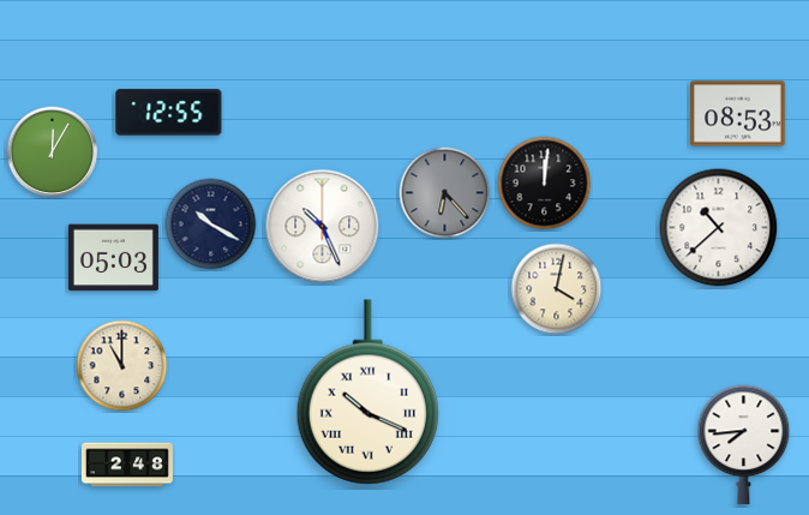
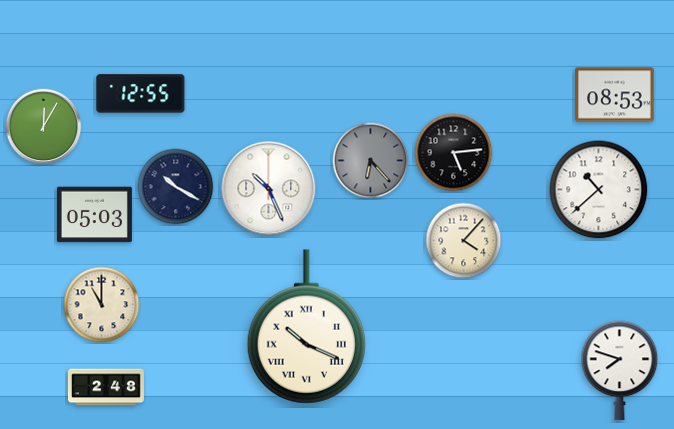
clock at (545, 184): 12:01 -> 5:14
clock at (557, 289): 4:02 -> 4:07
clock at (744, 445): 7:44 -> 7:48
